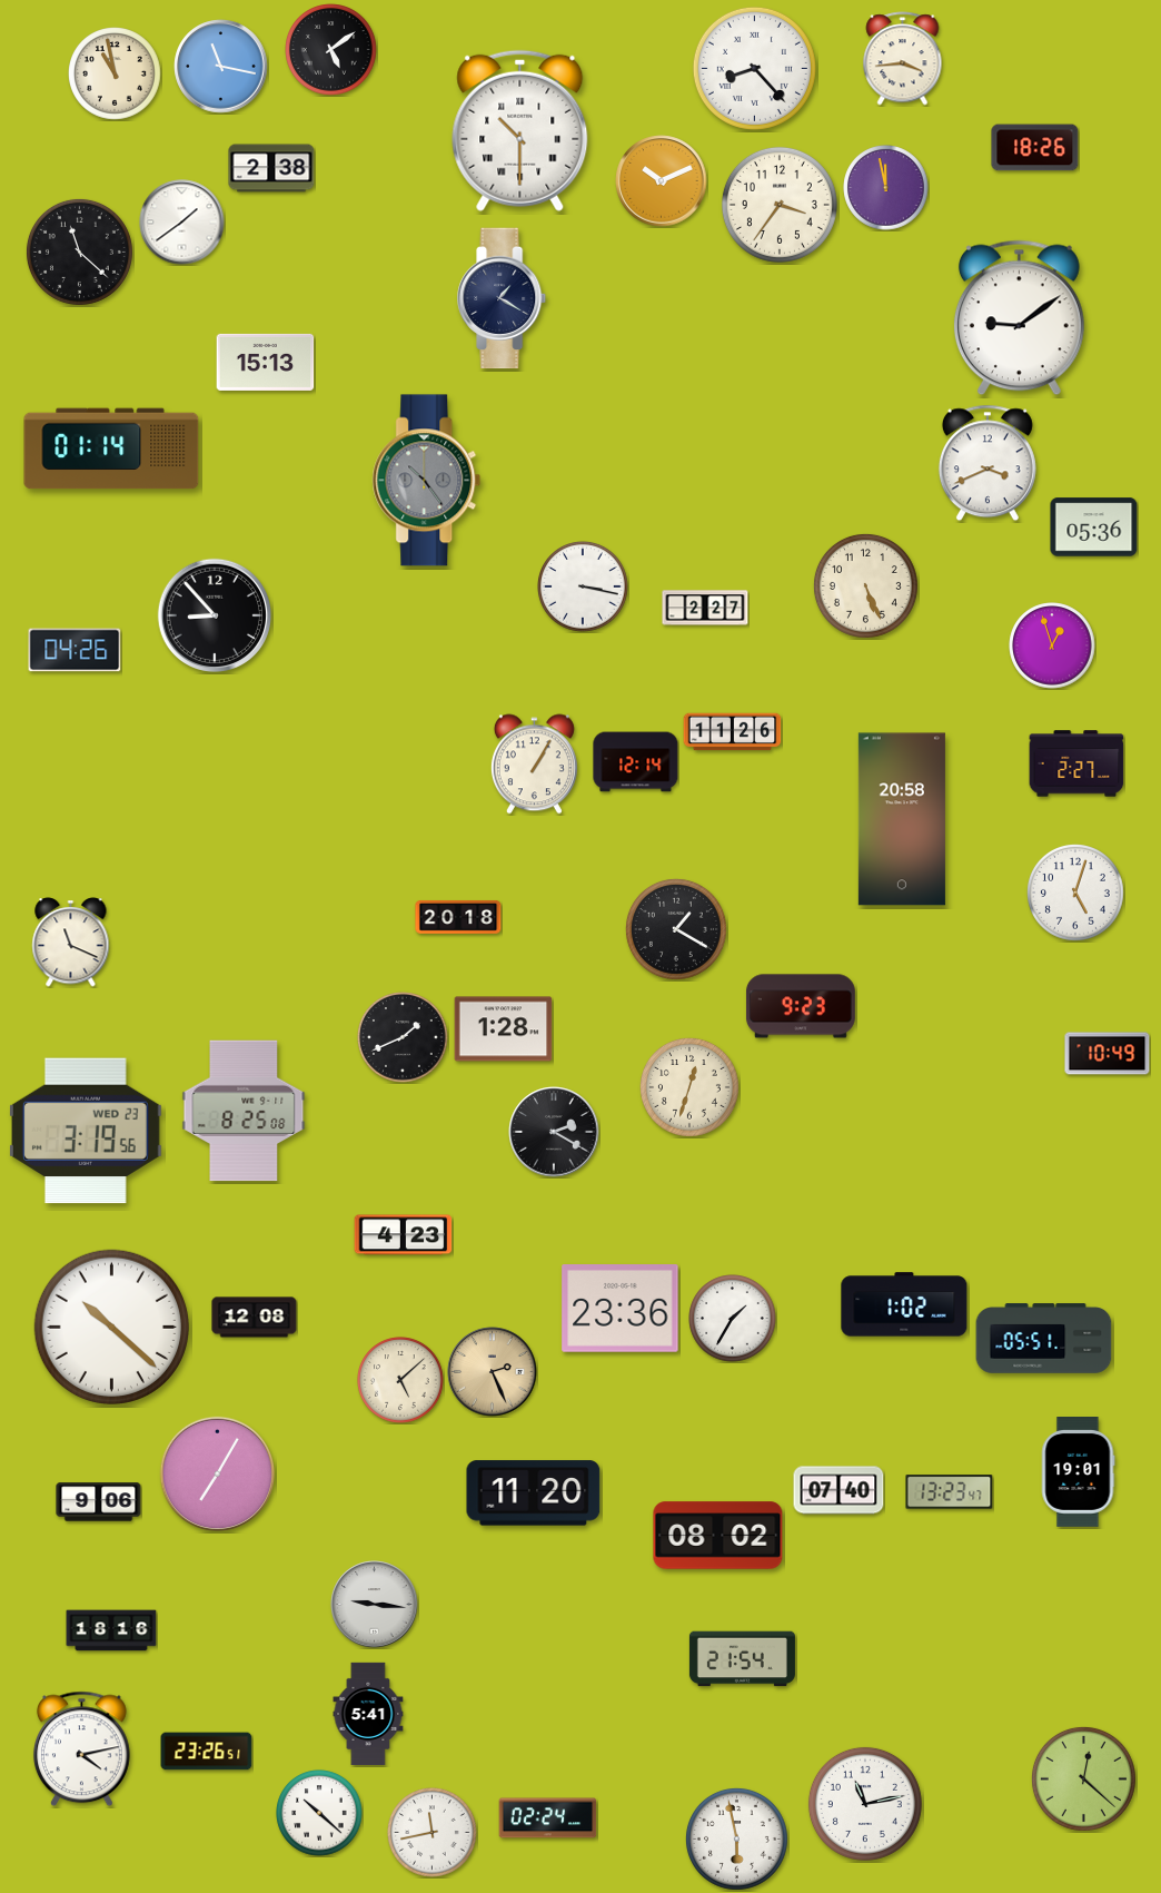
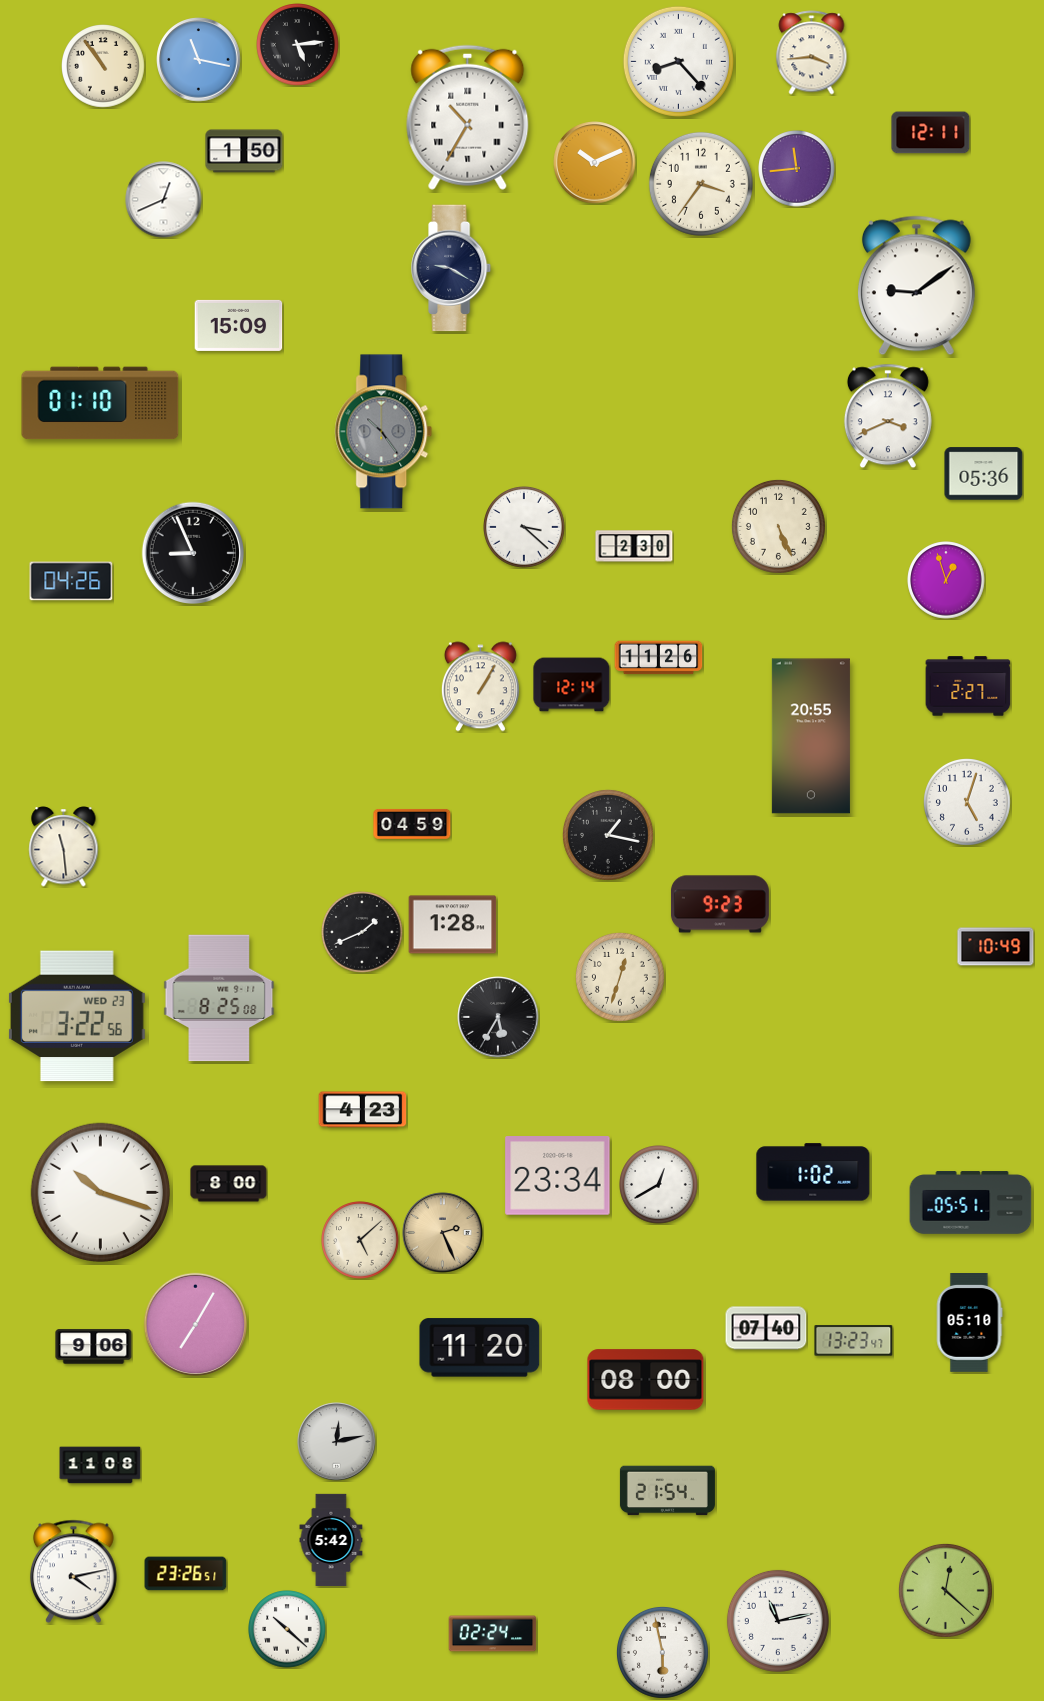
clock at (331, 50): 5:09 -> 5:14
clock at (116, 75): 10:58 -> 10:54
clock at (520, 130): 10:30 -> 10:35
clock at (1035, 148): 18:26 -> 12:11
clock at (271, 168): 2:38 -> 1:50
clock at (886, 188): 11:58 -> 11:44
clock at (182, 223): 1:39 -> 12:41
clock at (79, 252): 11:22 -> none
clock at (503, 298): 1:20 -> 9:20
clock at (266, 362): 15:13 -> 15:09
clock at (111, 448): 01:14 -> 01:10
clock at (583, 586): 3:17 -> 3:22
clock at (705, 608): 2:27 -> 2:30
clock at (215, 615): 8:53 -> 8:56
clock at (75, 650) position: (75, 650) -> (71, 581)
clock at (902, 819): 20:58 -> 20:55
clock at (458, 917): 20:18 -> 04:59
clock at (676, 929): 1:20 -> 1:17
clock at (71, 943): 11:19 -> 11:29
clock at (86, 1131): 3:19 -> 3:22
clock at (554, 1132): 2:20 -> 5:35
clock at (621, 1309): 23:36 -> 23:34
clock at (255, 1318): 12:08 -> 8:00
clock at (733, 1319): 1:35 -> 12:40
clock at (111, 1327): 10:22 -> 10:18
clock at (1044, 1339) position: (1044, 1339) -> (971, 1203)
clock at (1078, 1472): 19:01 -> 05:10
clock at (838, 1490) position: (838, 1490) -> (766, 1328)
clock at (534, 1493) position: (534, 1493) -> (480, 1348)
clock at (99, 1502) position: (99, 1502) -> (94, 1347)
clock at (718, 1536): 08:02 -> 08:00
clock at (375, 1605): 9:16 -> 12:13
clock at (111, 1630): 18:16 -> 11:08
clock at (368, 1713): 5:41 -> 5:42
clock at (1083, 1778) position: (1083, 1778) -> (945, 1590)
clock at (433, 1833): 11:43 -> none
